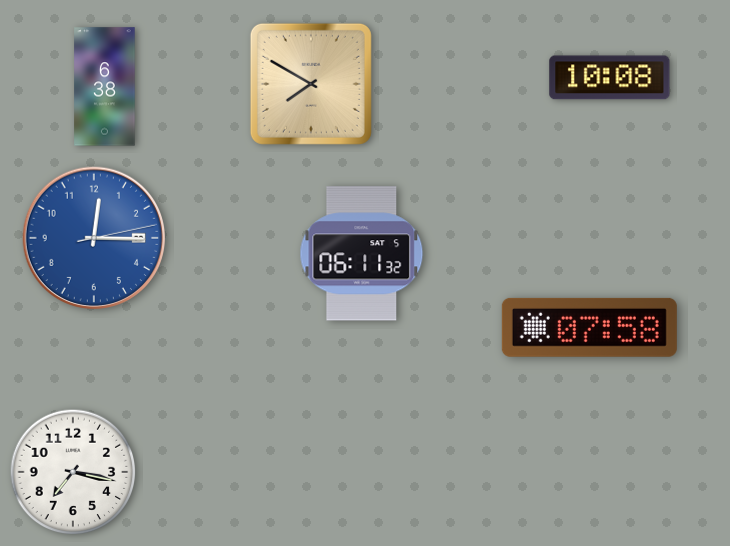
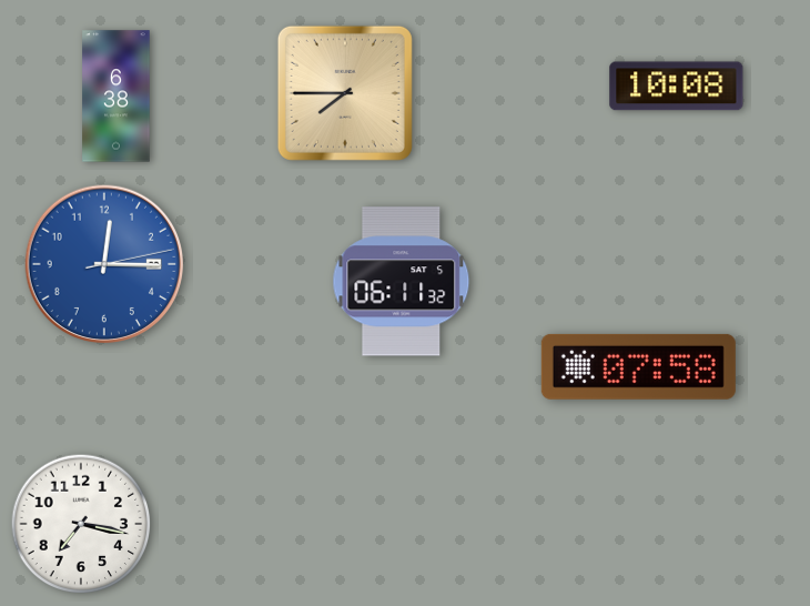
clock at (311, 84): 7:50 -> 7:45
clock at (589, 327) position: (589, 327) -> (638, 366)
